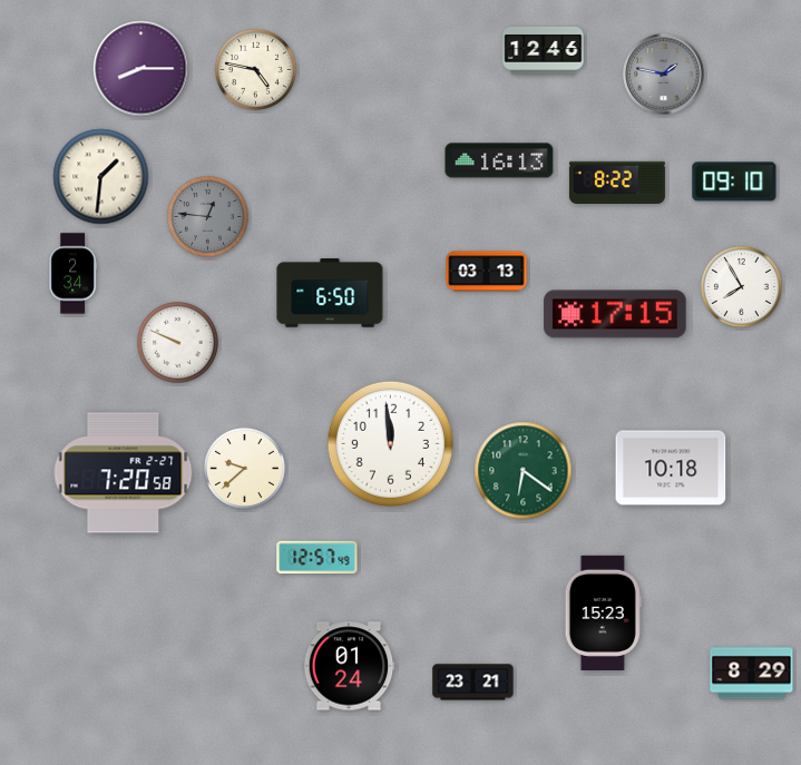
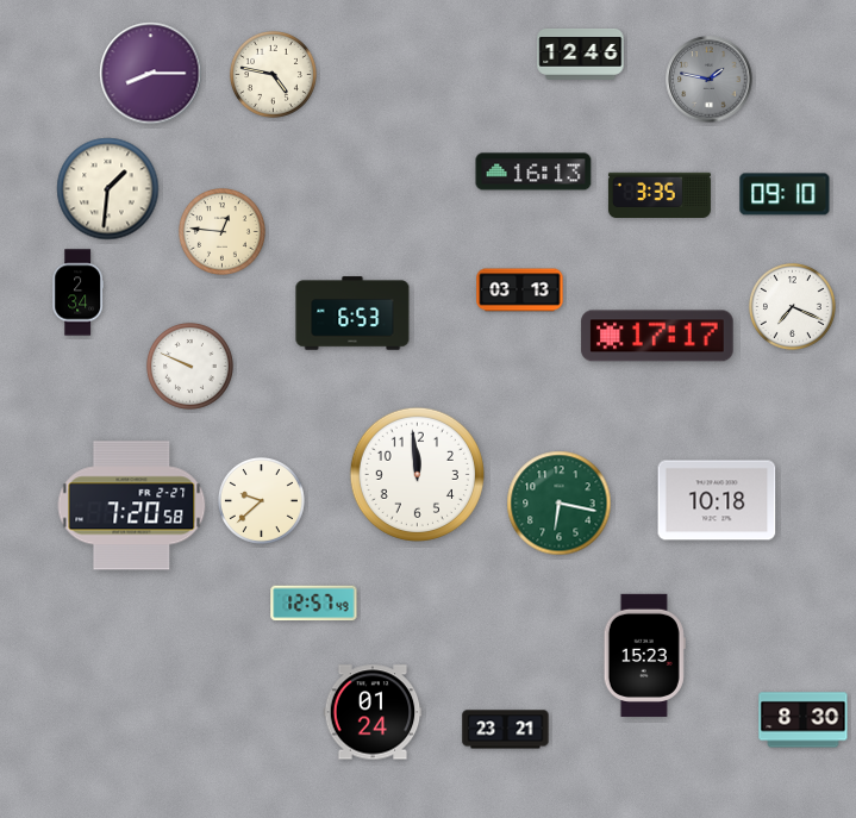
clock at (617, 182): 8:22 -> 3:35
clock at (207, 216) dial: grey -> cream
clock at (741, 286): 7:55 -> 7:19
clock at (330, 293): 6:50 -> 6:53
clock at (615, 314): 17:15 -> 17:17
clock at (524, 471): 6:21 -> 6:17
clock at (318, 558) position: (318, 558) -> (314, 604)
clock at (752, 674): 8:29 -> 8:30
